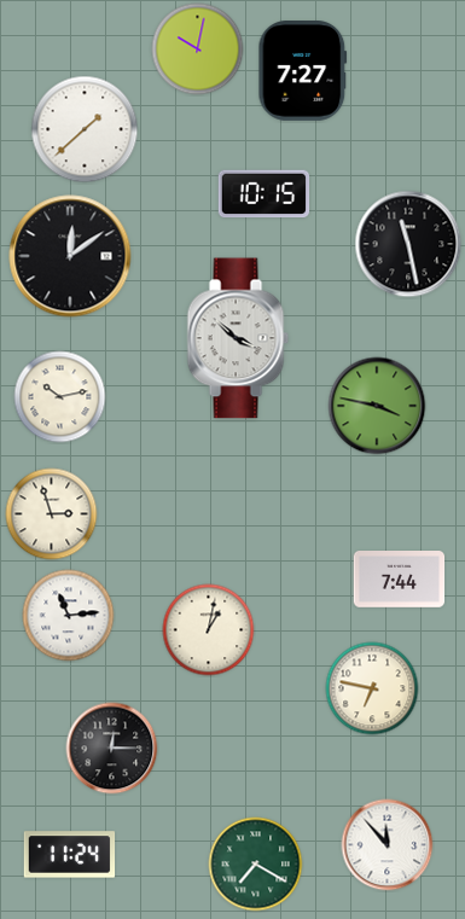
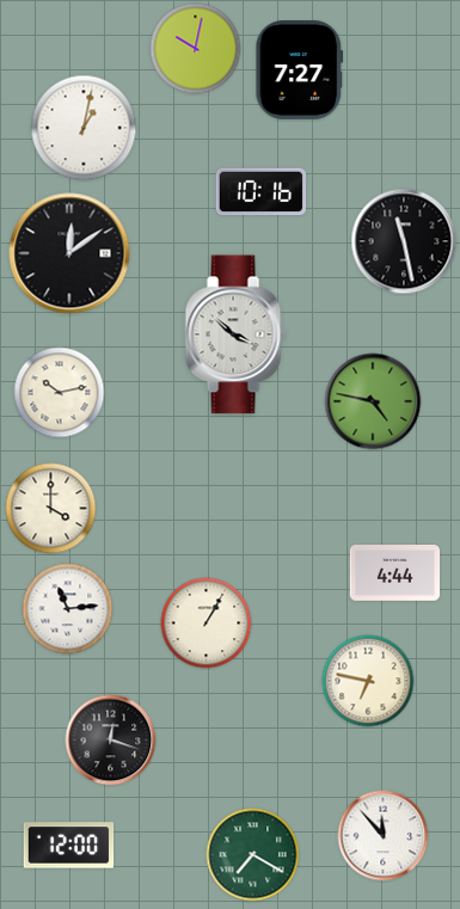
clock at (85, 129): 1:38 -> 1:02
clock at (265, 194): 10:15 -> 10:16
clock at (377, 406): 3:47 -> 4:47
clock at (52, 514): 2:57 -> 4:00
clock at (400, 580): 7:44 -> 4:44
clock at (209, 630): 1:02 -> 1:05
clock at (112, 749): 12:15 -> 12:18
clock at (70, 855): 11:24 -> 12:00
